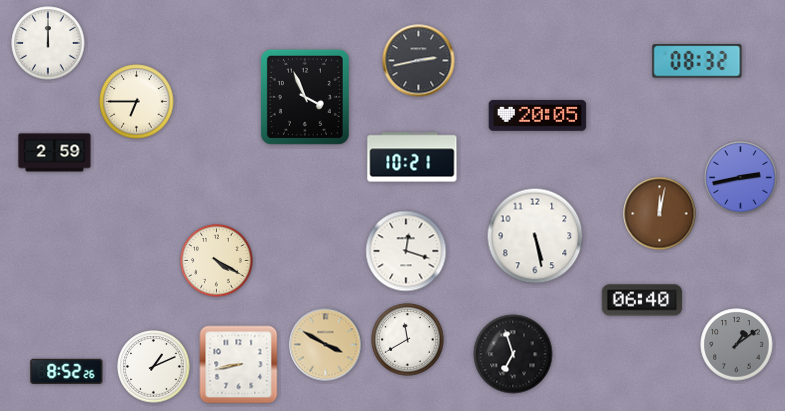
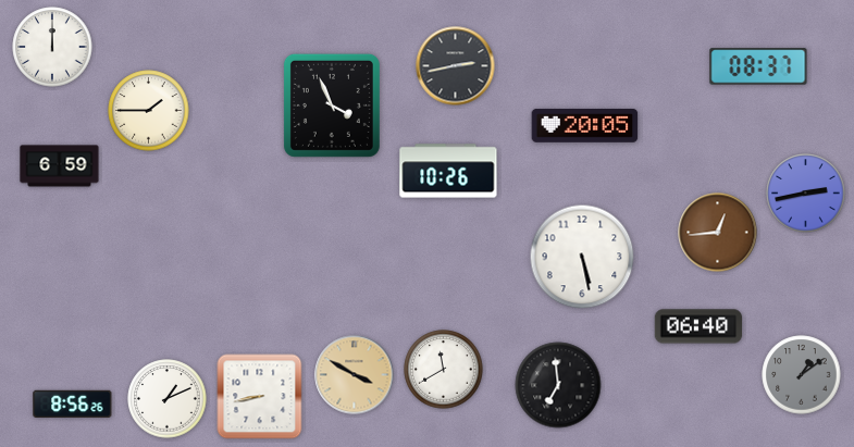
clock at (697, 61): 08:32 -> 08:37
clock at (137, 102): 6:45 -> 1:45
clock at (55, 153): 2:59 -> 6:59
clock at (412, 157): 10:21 -> 10:26
clock at (660, 214): 12:02 -> 12:44
clock at (406, 251): 12:18 -> none
clock at (217, 261): 4:20 -> none
clock at (513, 354): 6:57 -> 6:59
clock at (67, 371): 8:52 -> 8:56
